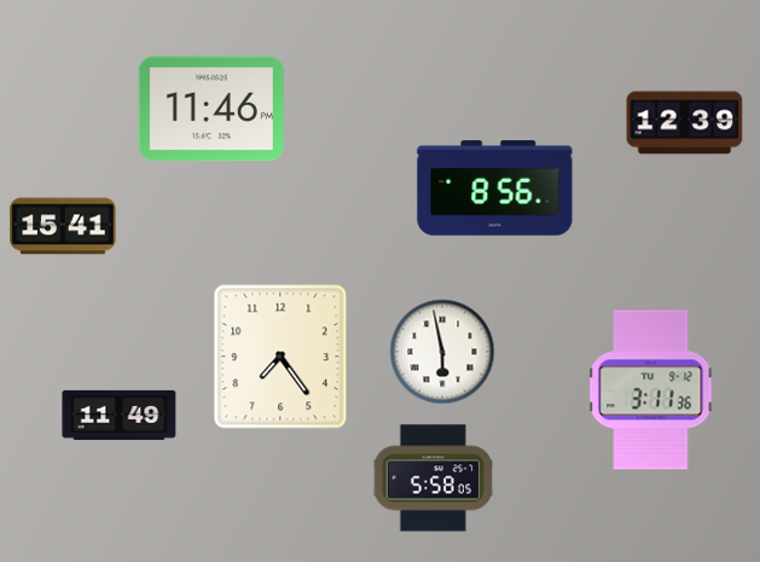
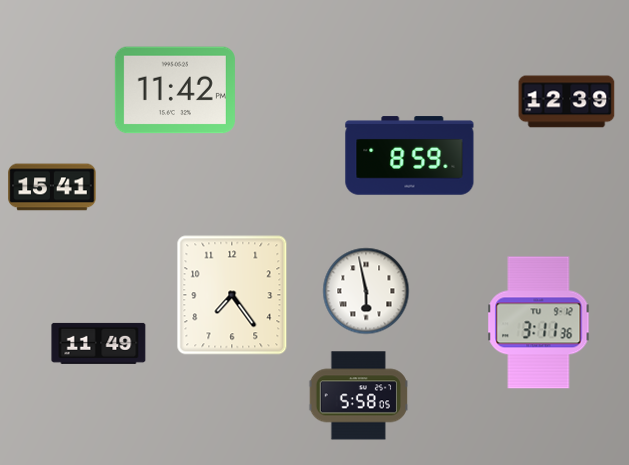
clock at (211, 109): 11:46 -> 11:42
clock at (495, 189): 8:56 -> 8:59
